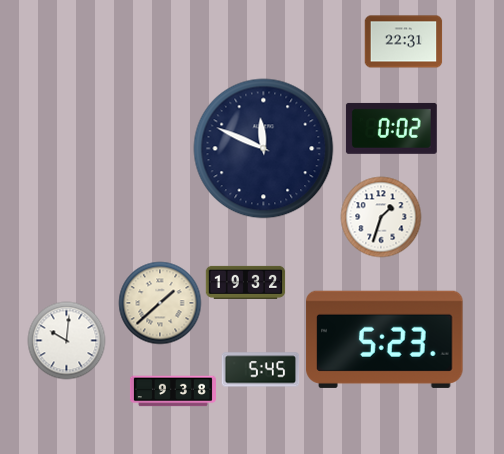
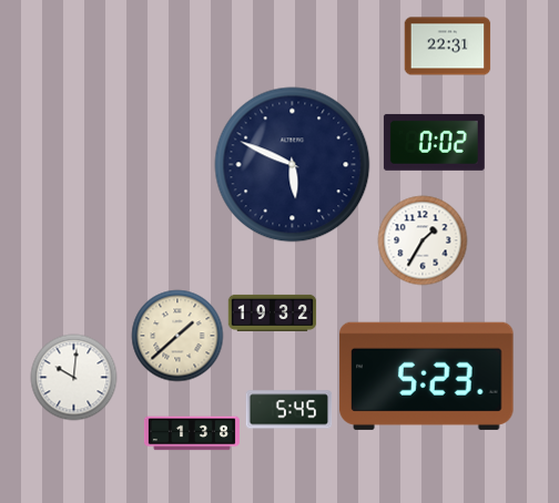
clock at (264, 149): 11:49 -> 5:49
clock at (381, 217): 1:33 -> 1:35
clock at (173, 391): 9:38 -> 1:38
